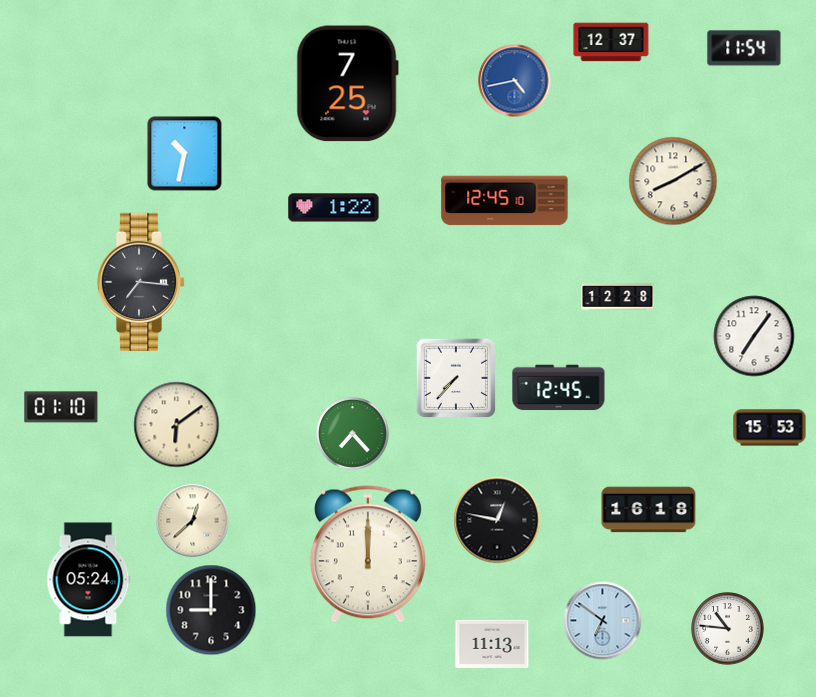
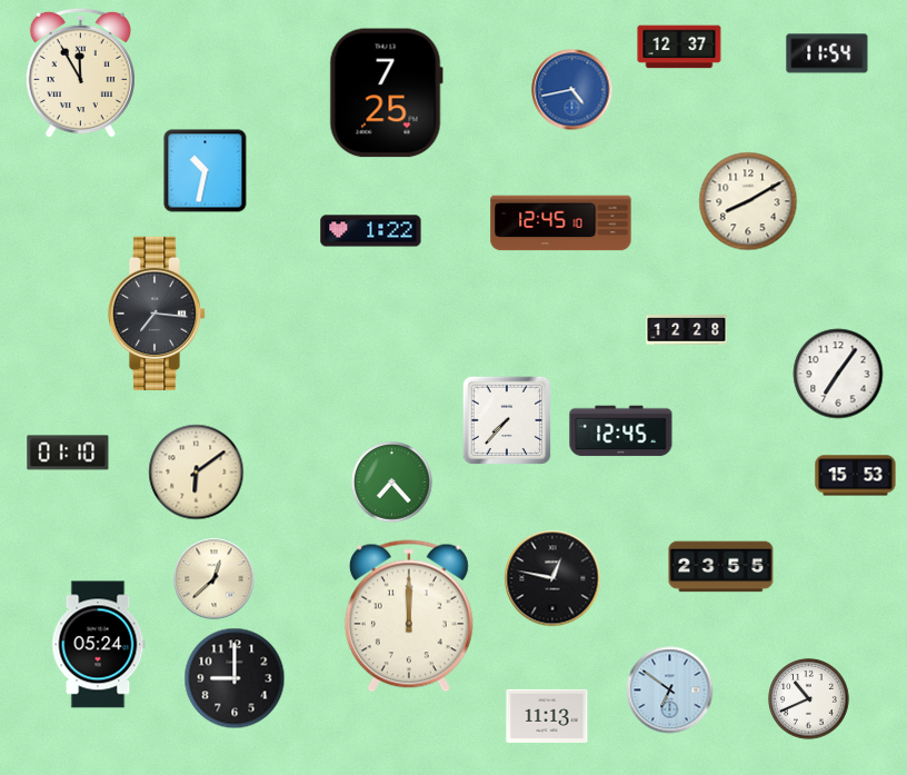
clock at (80, 73): none -> 11:55
clock at (649, 510): 16:18 -> 23:55
clock at (728, 629): 10:46 -> 10:41
